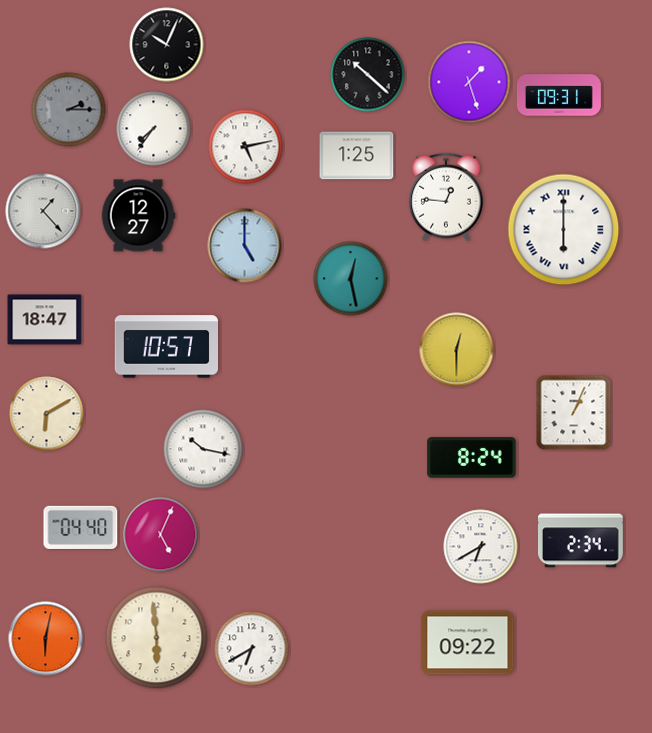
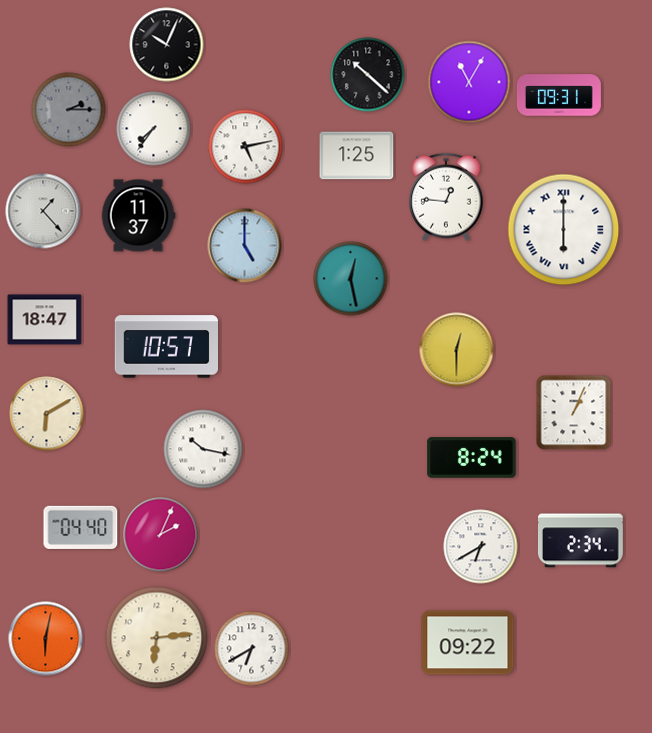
clock at (469, 82): 1:27 -> 11:05
clock at (138, 216): 12:27 -> 11:37
clock at (161, 535): 5:04 -> 2:04
clock at (157, 638): 5:59 -> 6:14
